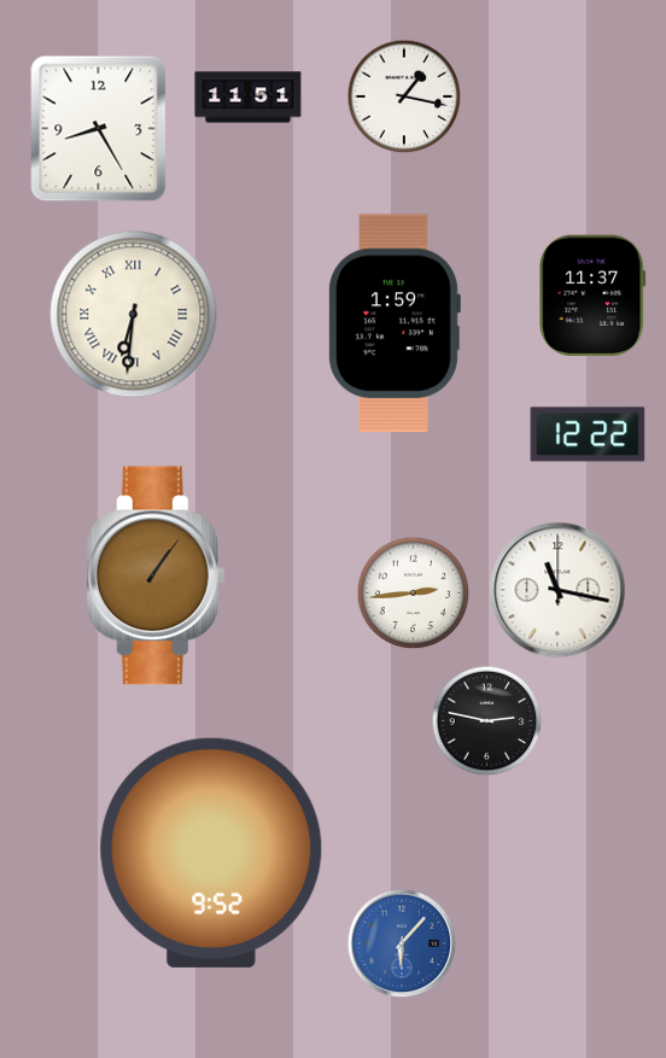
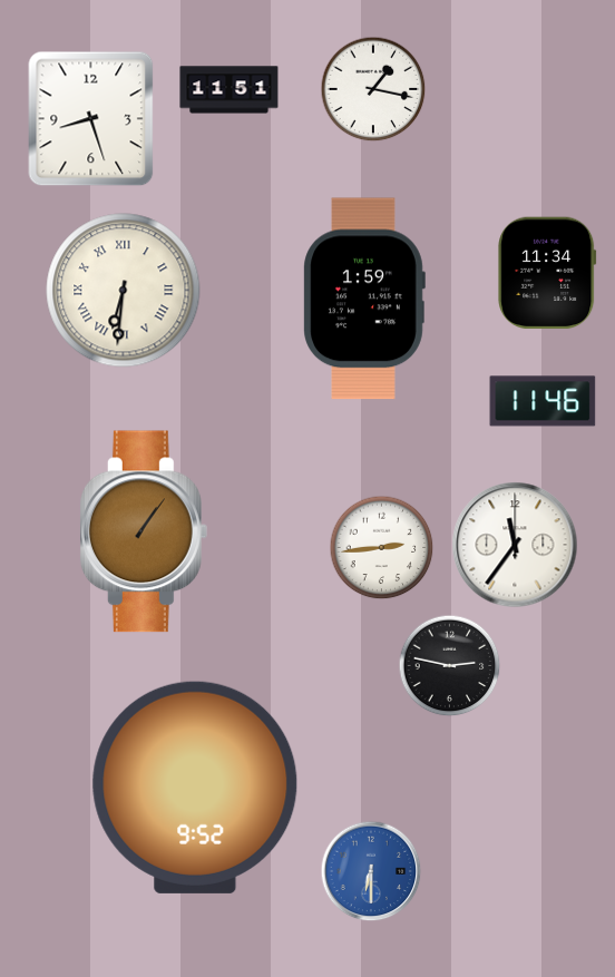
clock at (99, 129): 8:25 -> 8:27
clock at (592, 296): 11:37 -> 11:34
clock at (588, 434): 12:22 -> 11:46
clock at (557, 590): 11:17 -> 11:36
clock at (402, 943): 6:07 -> 6:30
